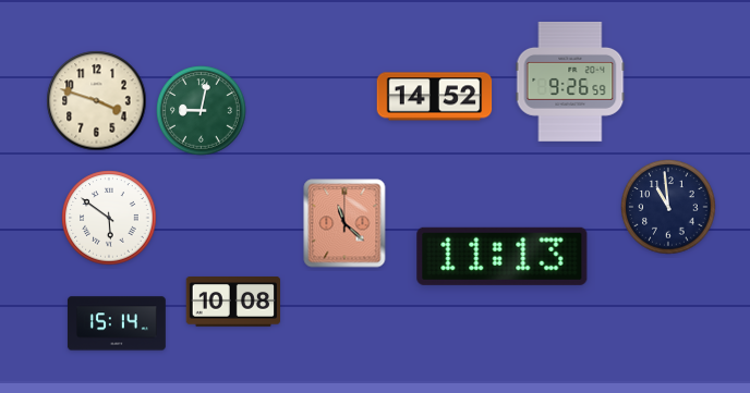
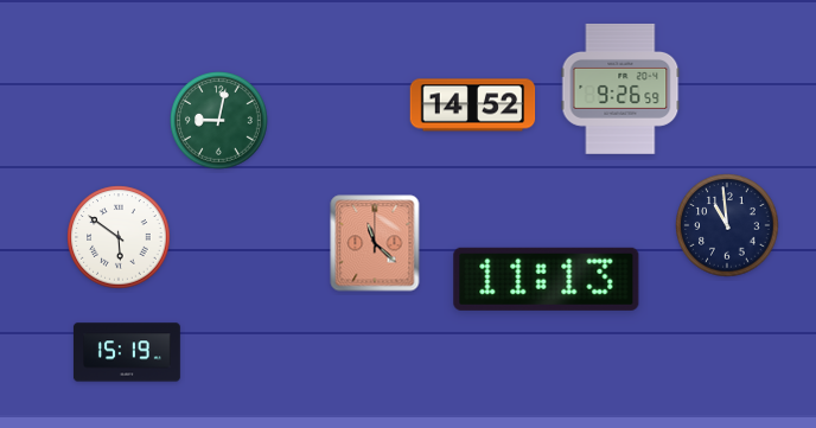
clock at (97, 101): 3:48 -> none
clock at (232, 303): 10:08 -> none
clock at (117, 323): 15:14 -> 15:19
